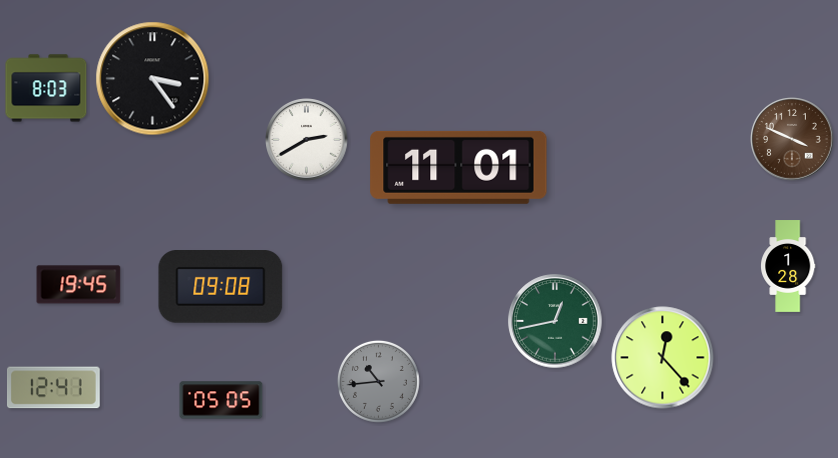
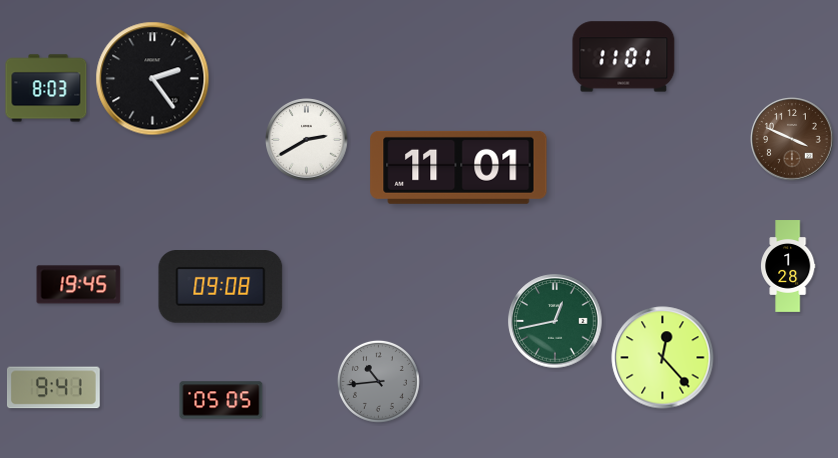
clock at (624, 57): none -> 11:01
clock at (153, 79): 3:24 -> 2:24
clock at (54, 388): 12:41 -> 9:41
